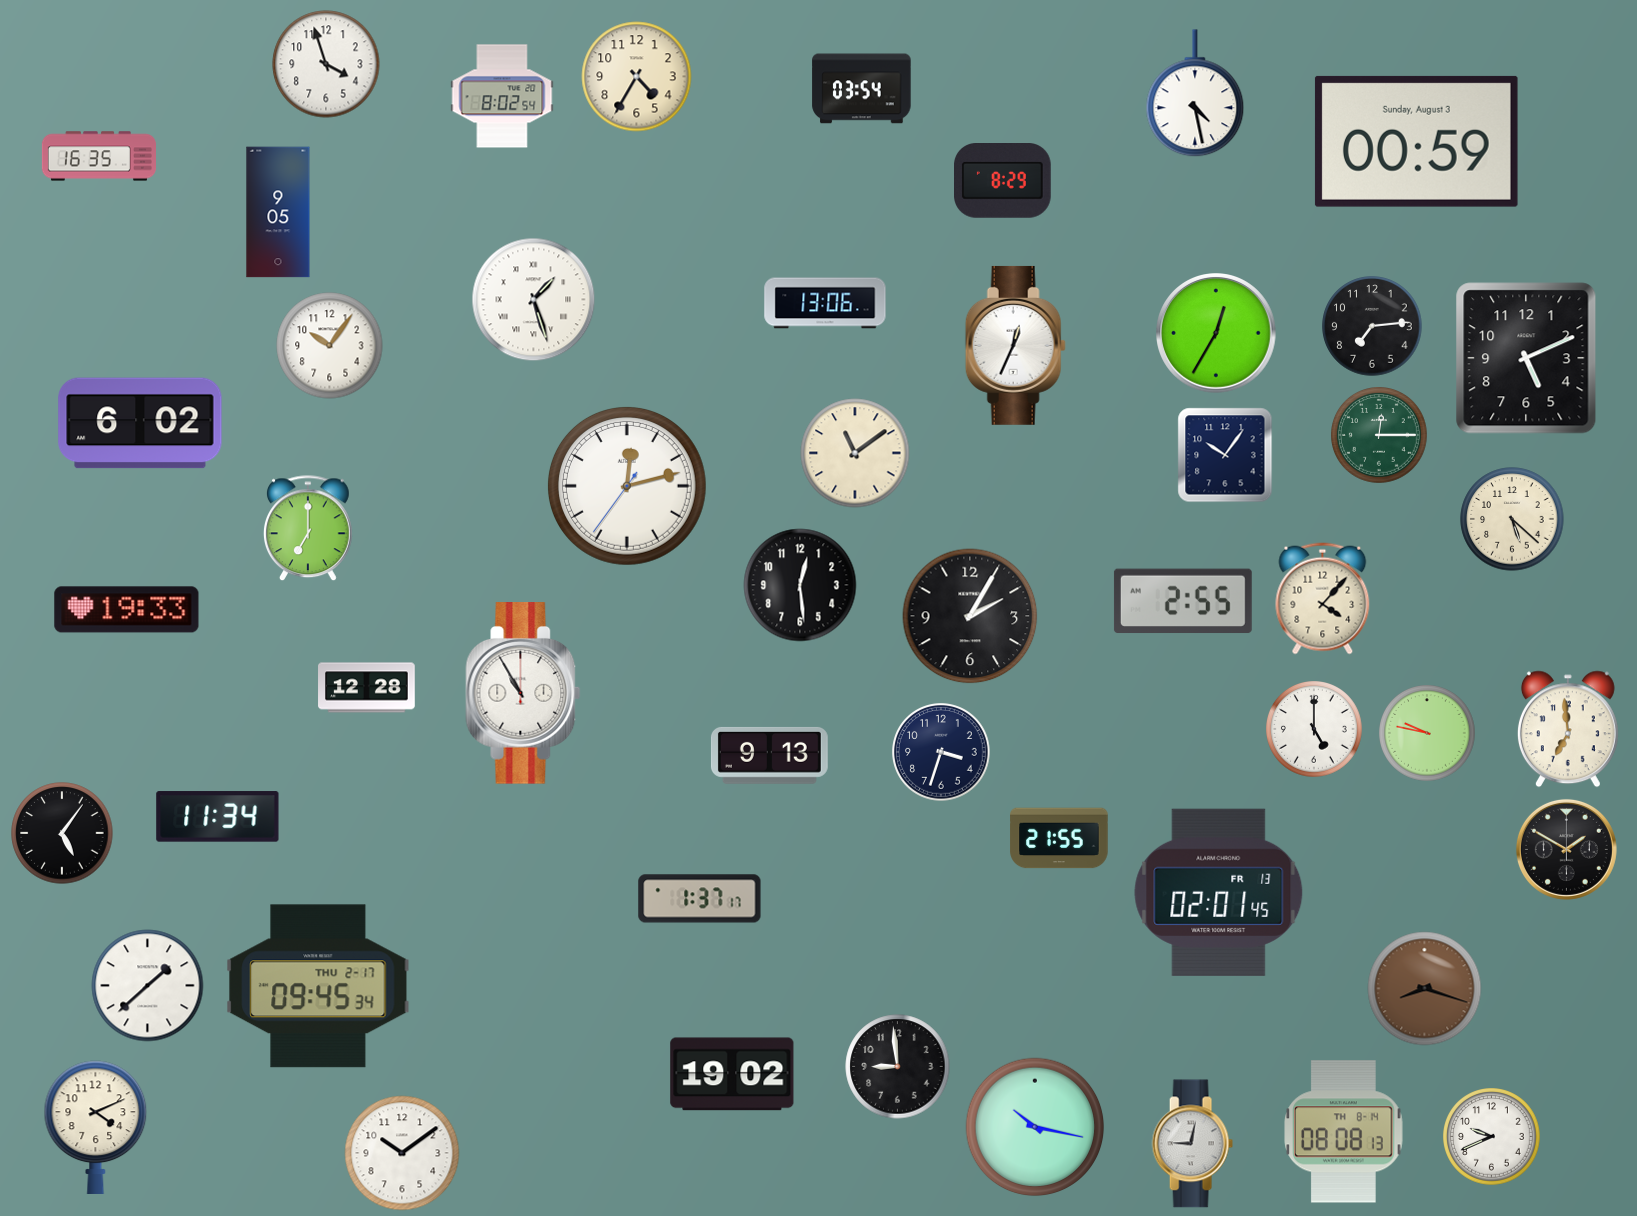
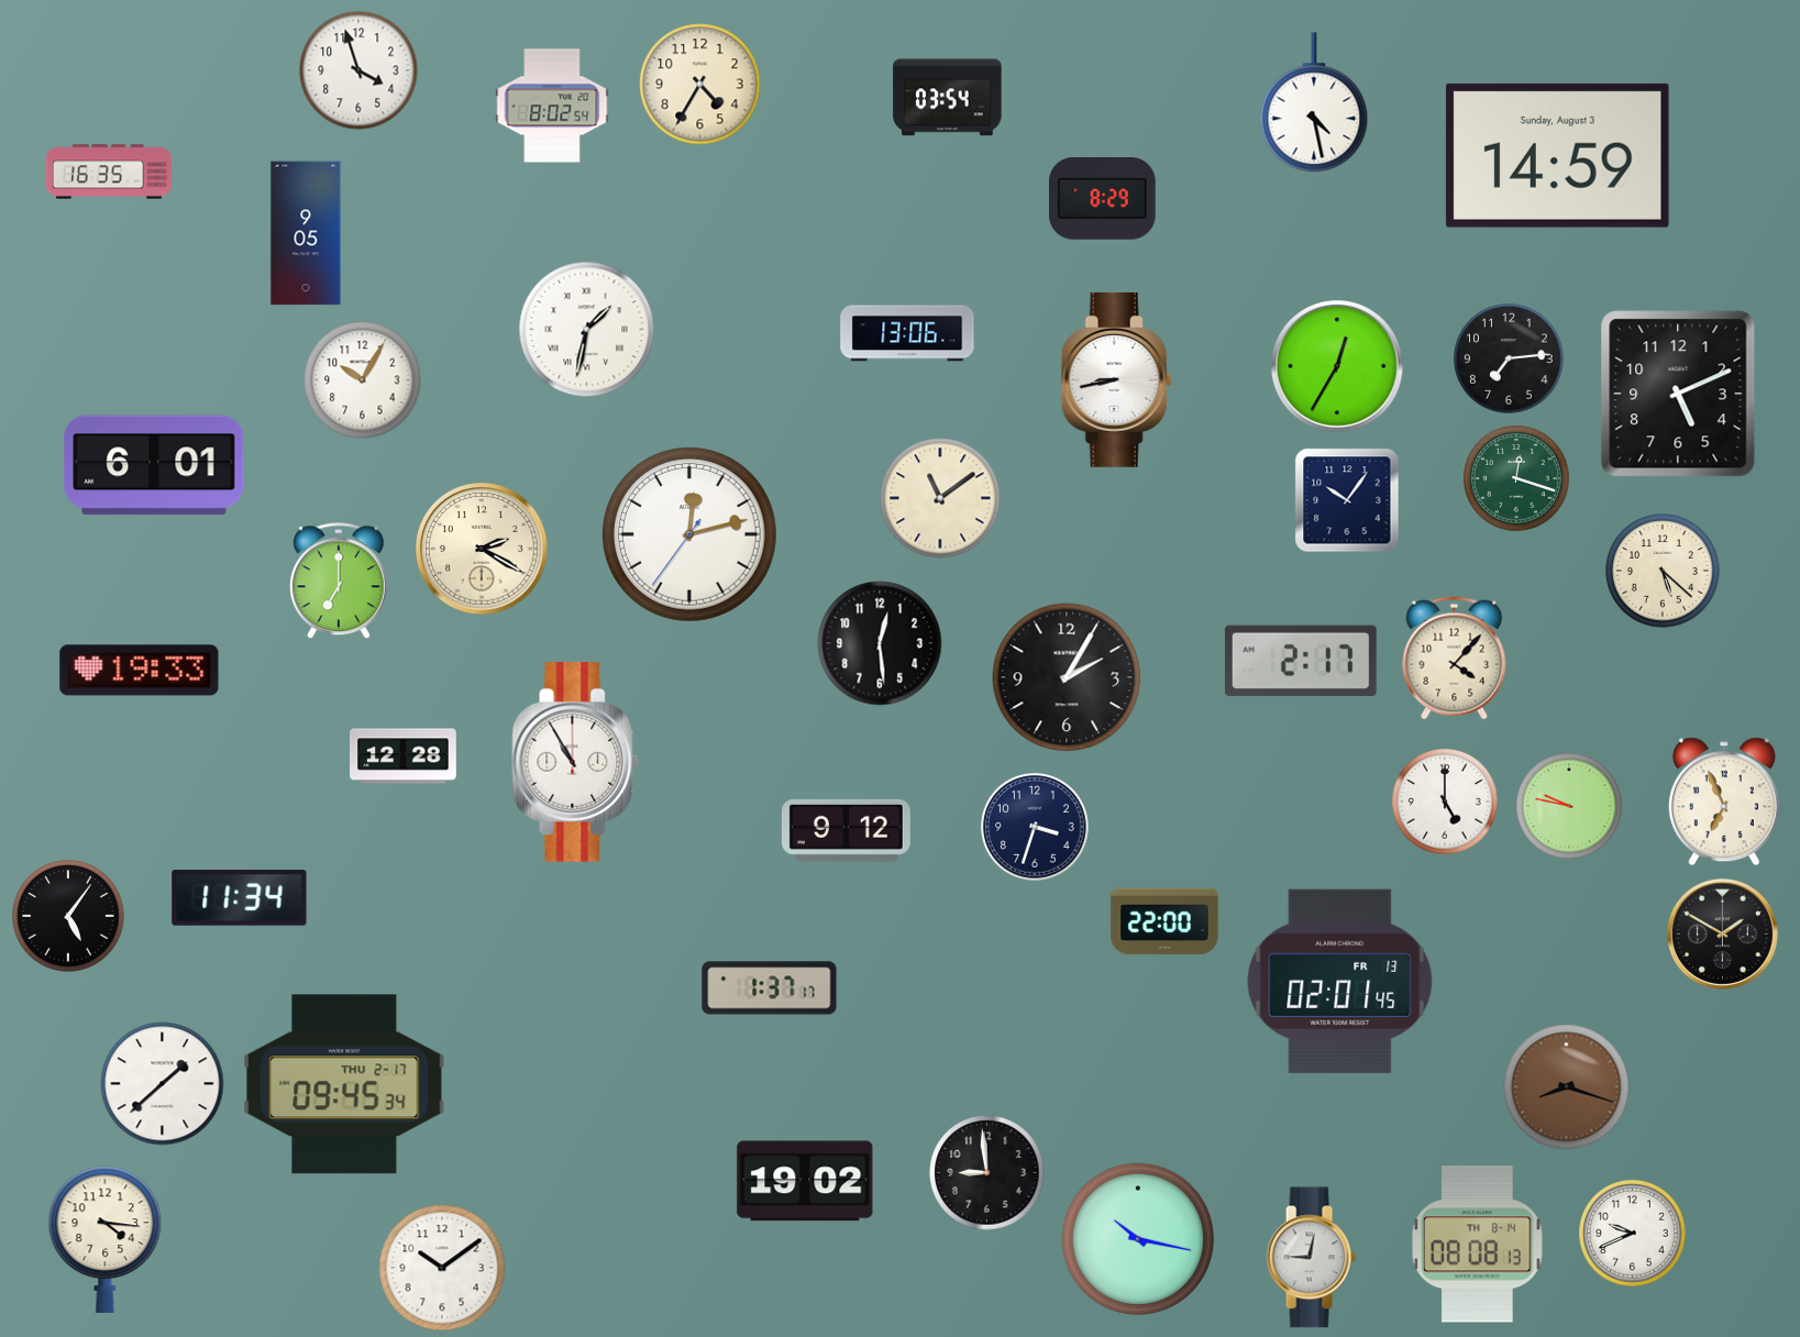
clock at (1416, 141): 00:59 -> 14:59
clock at (534, 300): 1:27 -> 1:32
clock at (1015, 345): 12:34 -> 8:43
clock at (330, 346): 10:06 -> 10:05
clock at (140, 423): 6:02 -> 6:01
clock at (1380, 436): 12:15 -> 12:18
clock at (482, 549): none -> 2:20
clock at (1183, 601): 2:55 -> 2:17
clock at (1568, 729): 6:59 -> 6:56
clock at (769, 755): 9:13 -> 9:12
clock at (1059, 838): 21:55 -> 22:00
clock at (318, 986) position: (318, 986) -> (344, 1084)
clock at (96, 1127): 4:11 -> 4:16
clock at (1492, 1137) position: (1492, 1137) -> (1633, 1234)
